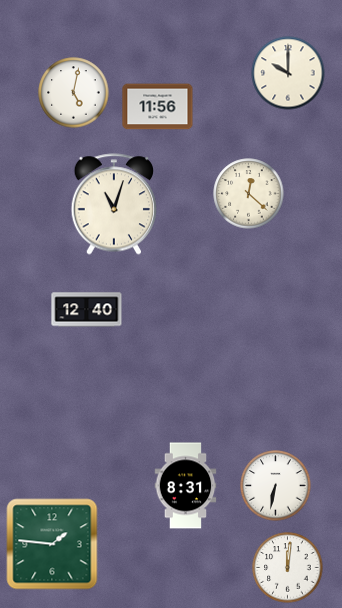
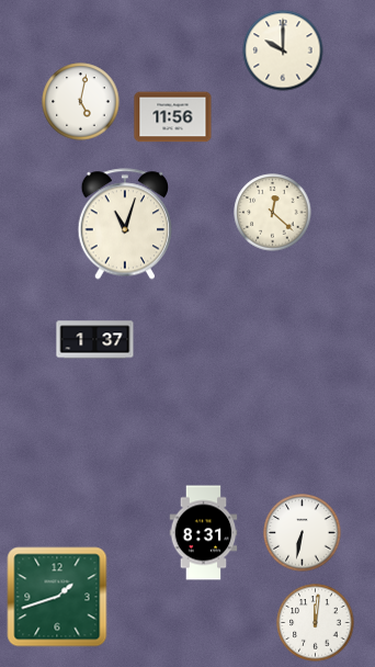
clock at (288, 73) position: (288, 73) -> (283, 50)
clock at (87, 310): 12:40 -> 1:37
clock at (52, 544): 1:46 -> 1:42
